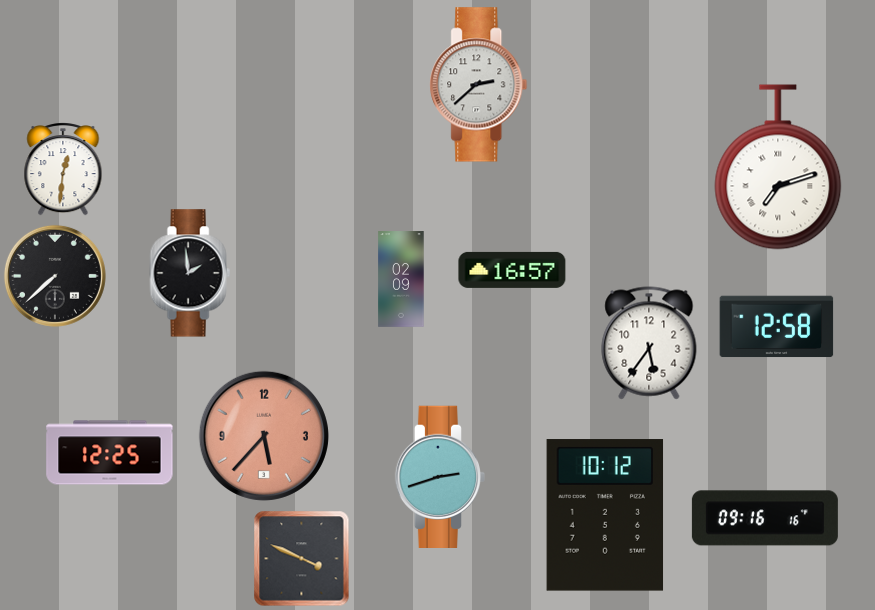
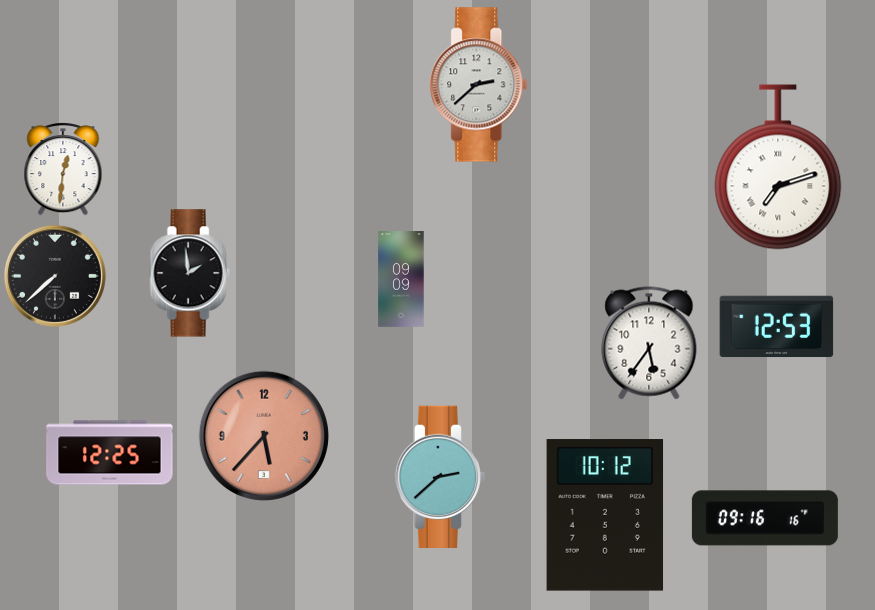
clock at (512, 270): 16:57 -> none
clock at (401, 279): 02:09 -> 09:09
clock at (777, 327): 12:58 -> 12:53
clock at (439, 476): 2:42 -> 2:38
clock at (302, 559): 3:49 -> none
